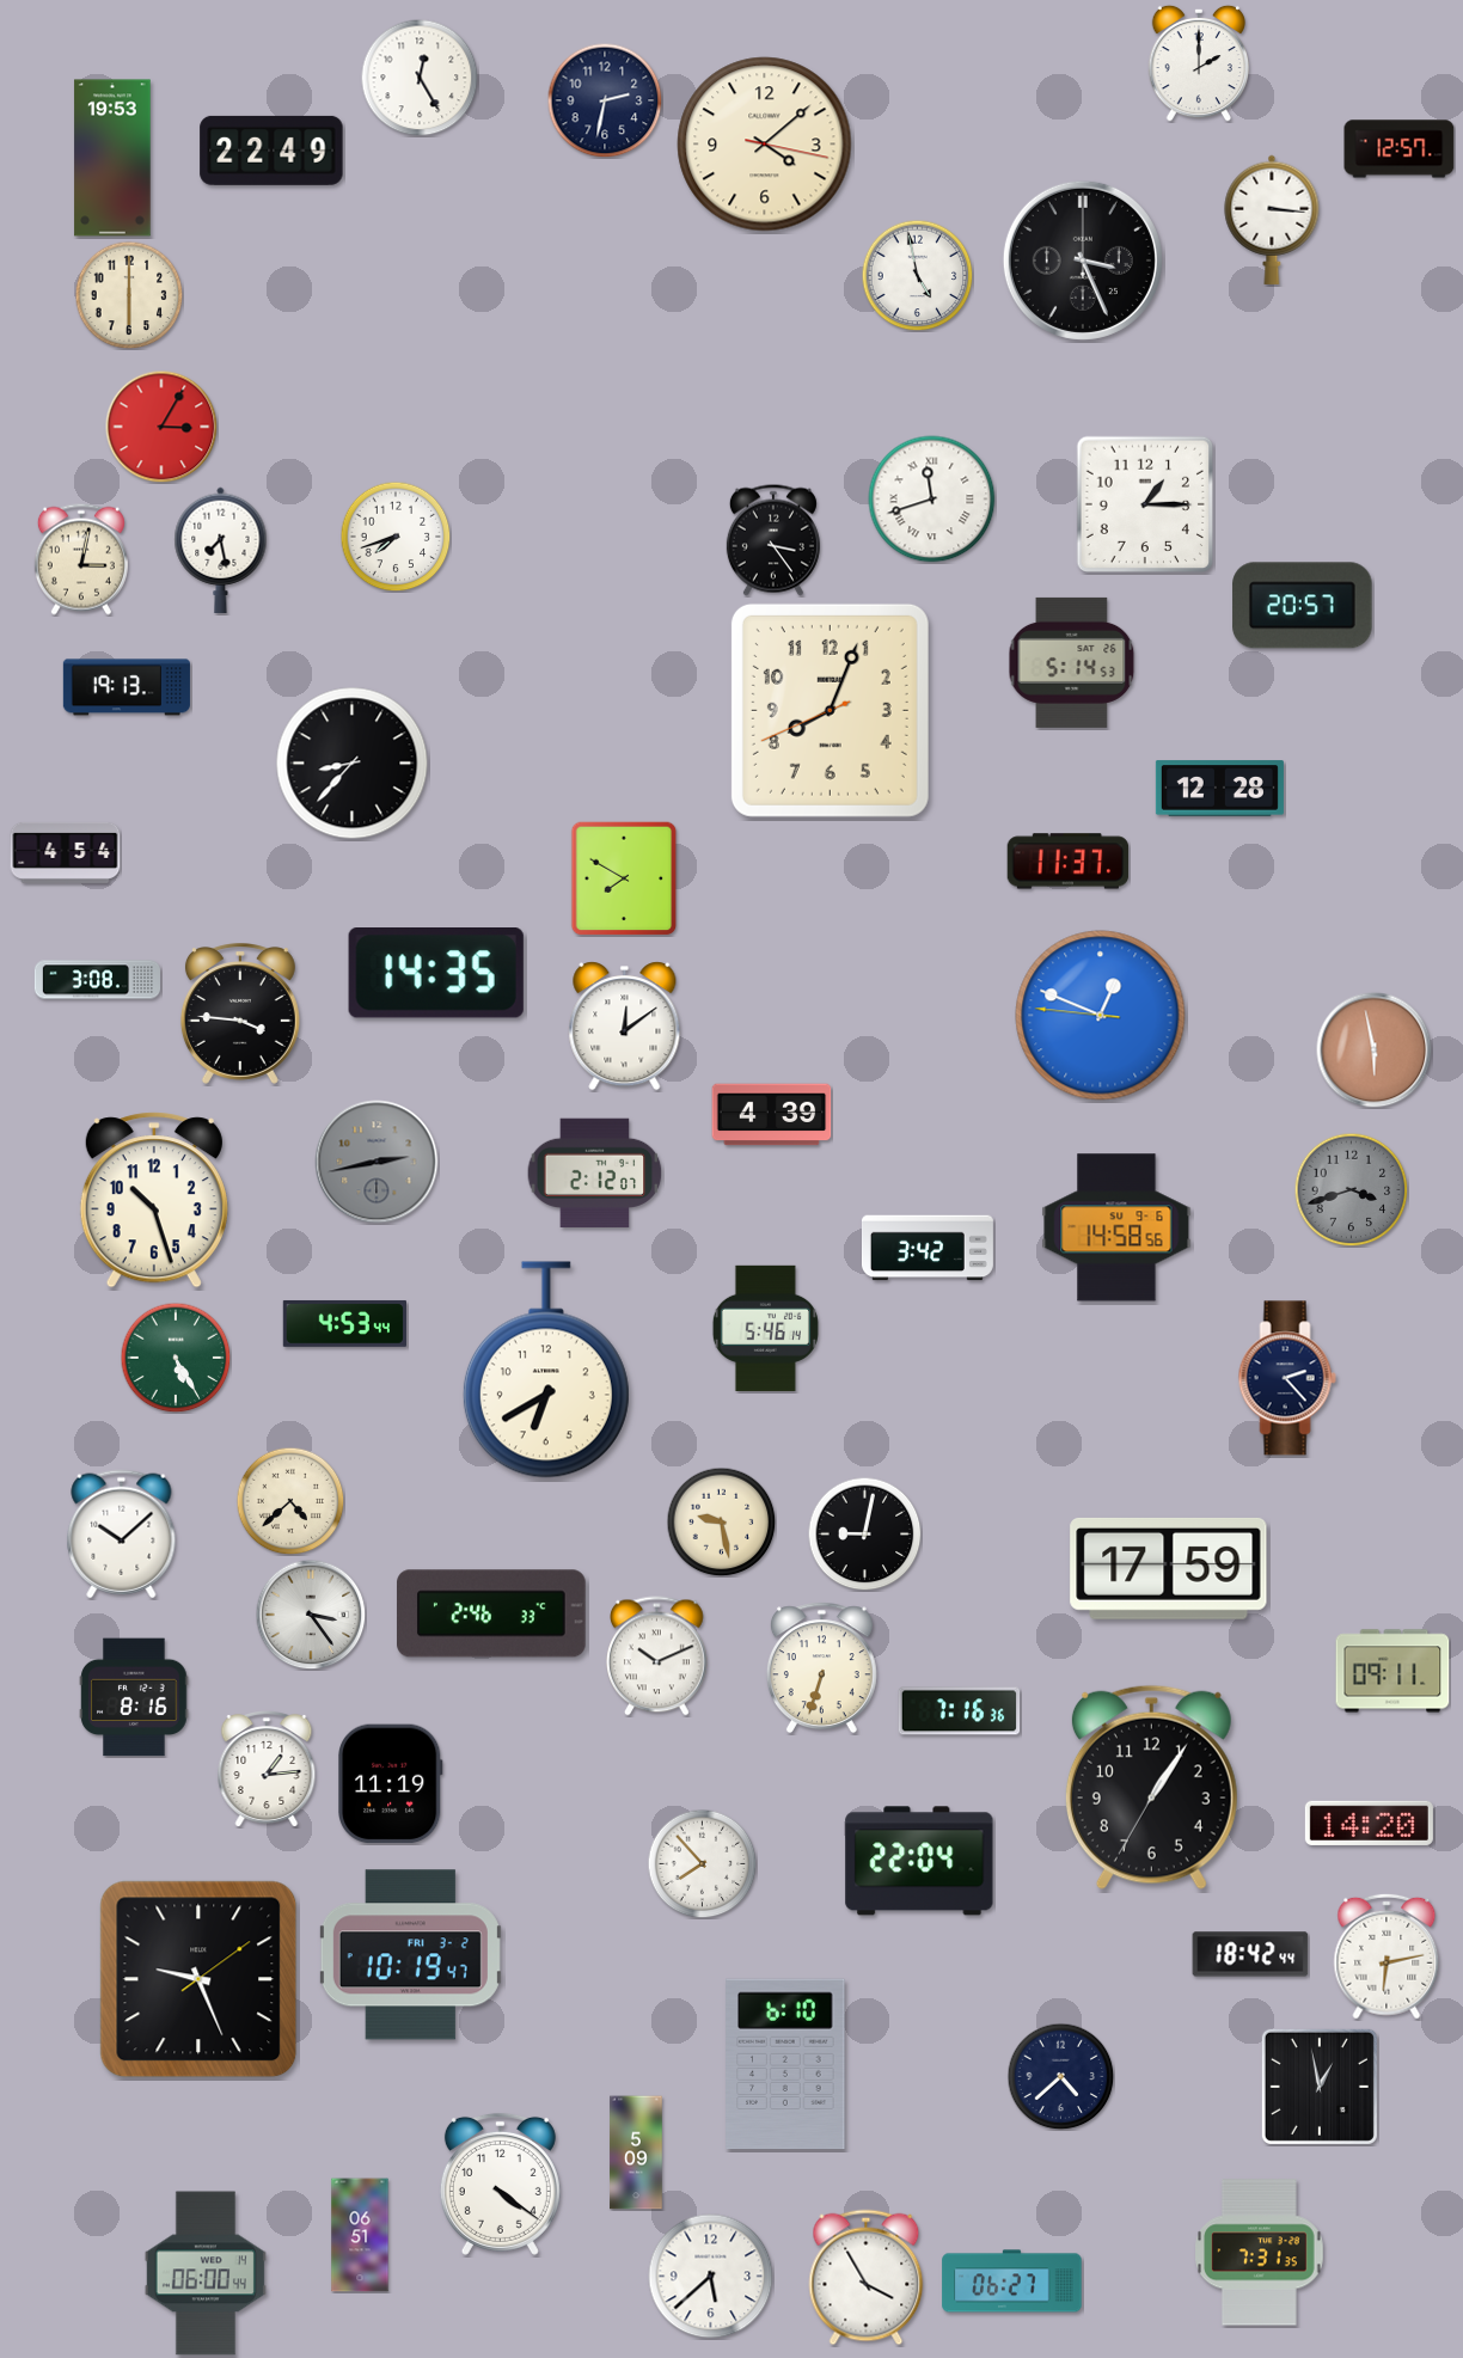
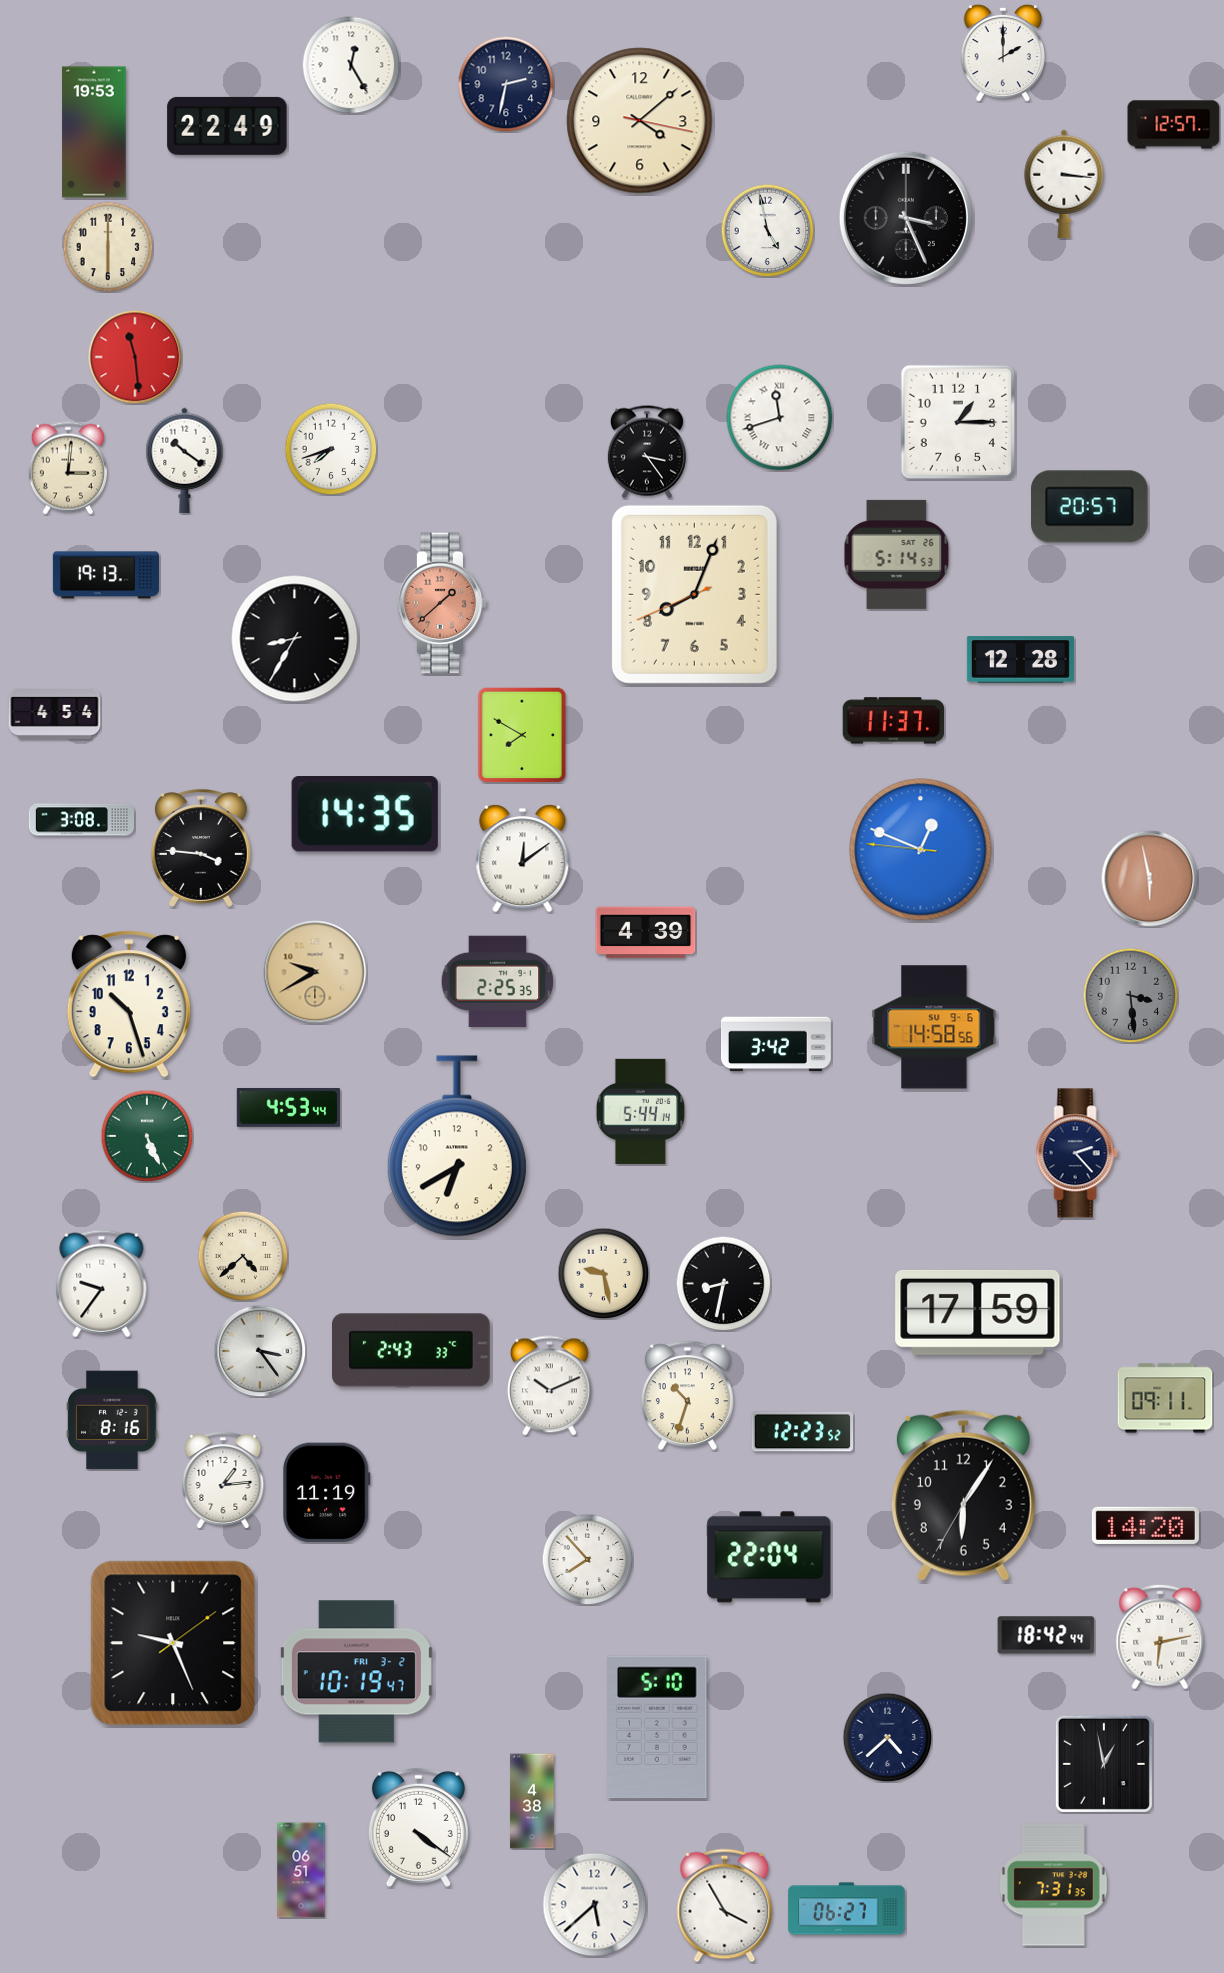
clock at (1400, 149) position: (1400, 149) -> (1174, 125)
clock at (161, 427): 3:05 -> 11:29
clock at (221, 550): 7:28 -> 10:21
clock at (81, 559): 3:02 -> 3:01
clock at (442, 603): none -> 1:38
clock at (353, 764): 8:37 -> 8:35
clock at (377, 1162): 2:43 -> 9:40
clock at (377, 1162) dial: grey -> champagne
clock at (595, 1172): 2:12 -> 2:25
clock at (1351, 1189): 3:42 -> 3:29
clock at (765, 1328): 5:46 -> 5:44
clock at (176, 1358): 5:25 -> 5:26
clock at (864, 1533): 9:02 -> 8:32
clock at (122, 1535): 10:08 -> 9:36
clock at (492, 1613): 2:46 -> 2:43
clock at (821, 1668): 6:33 -> 10:33
clock at (960, 1711): 7:16 -> 12:23
clock at (1151, 1787): 1:05 -> 6:05
clock at (410, 1955) position: (410, 1955) -> (356, 1672)
clock at (198, 1979) position: (198, 1979) -> (173, 1643)
clock at (785, 2064): 6:10 -> 5:10
clock at (1320, 2087) position: (1320, 2087) -> (1104, 1764)
clock at (636, 2152): 5:09 -> 4:38
clock at (206, 2273): 06:00 -> none
